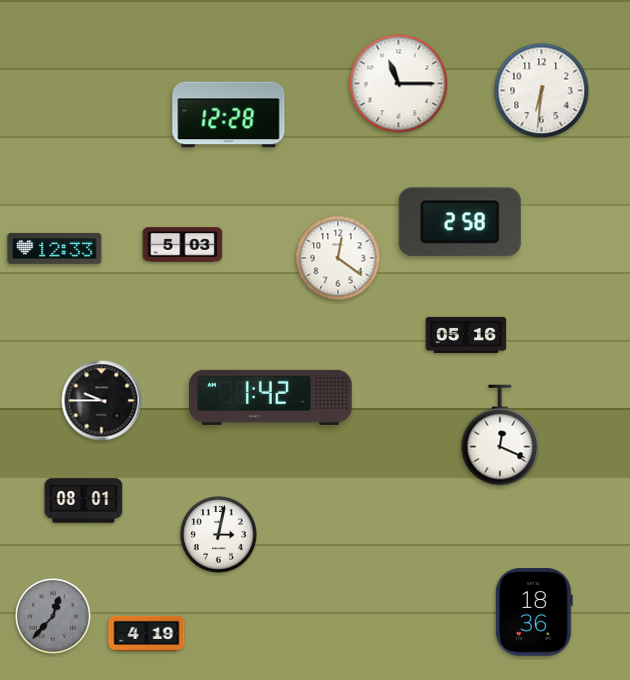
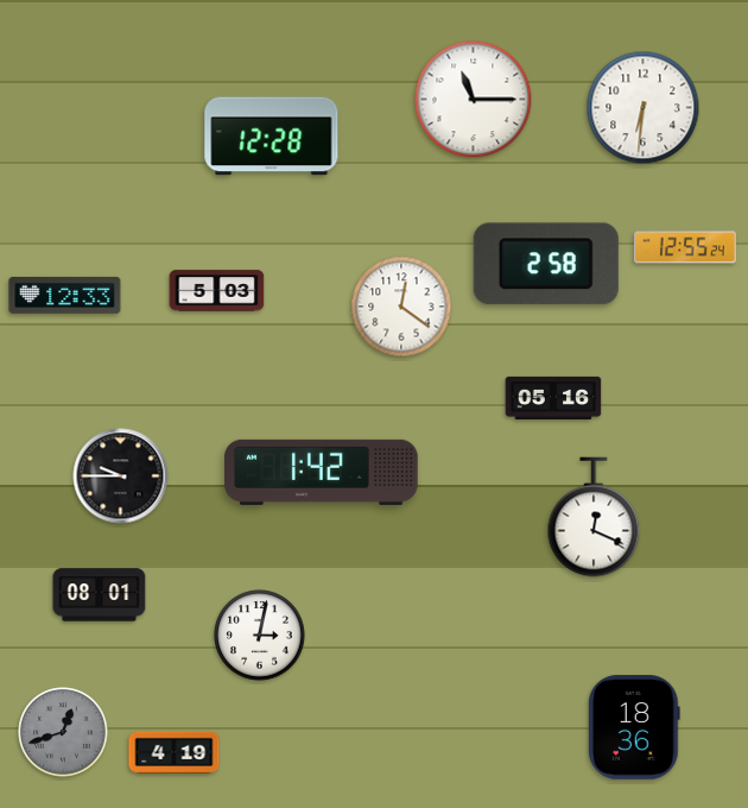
clock at (685, 247): none -> 12:55
clock at (53, 616): 12:37 -> 12:42
